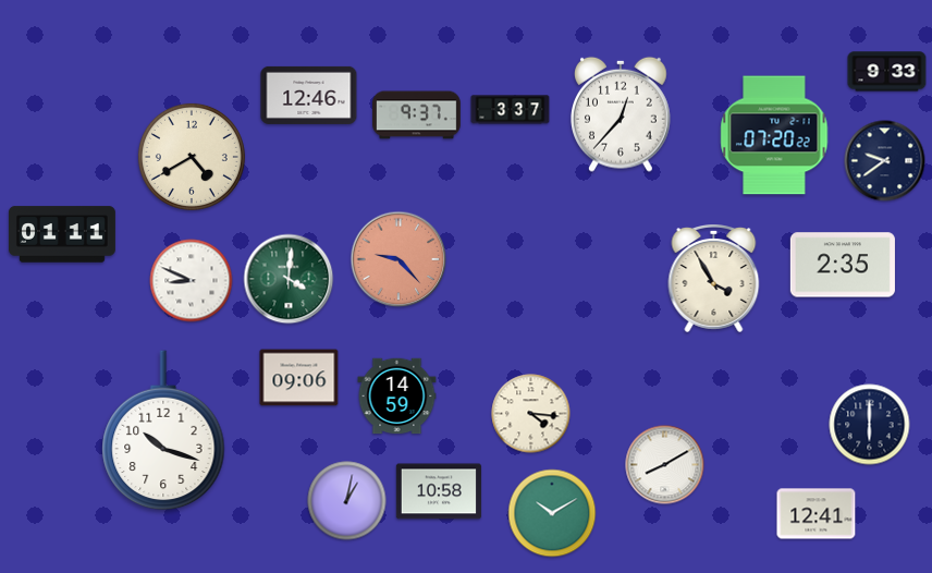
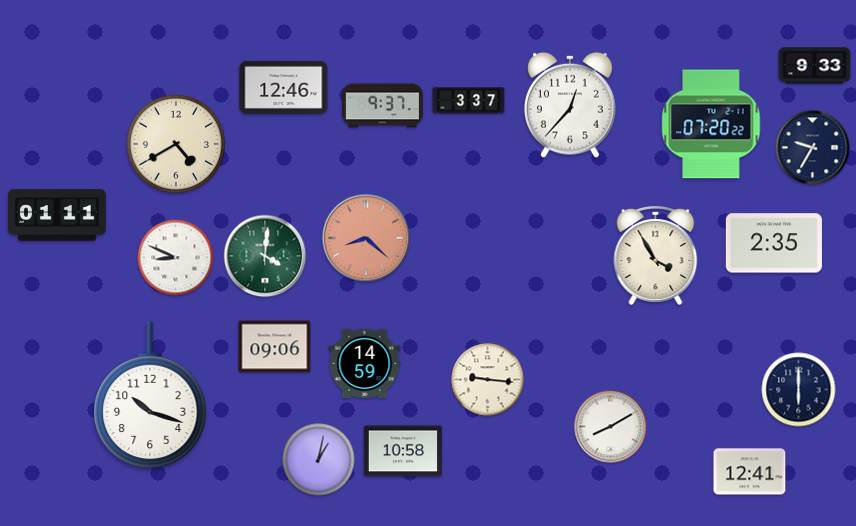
clock at (885, 161): 9:39 -> 9:35
clock at (398, 259): 9:23 -> 8:22
clock at (531, 414): 4:16 -> 9:16
clock at (552, 513): 10:10 -> none
